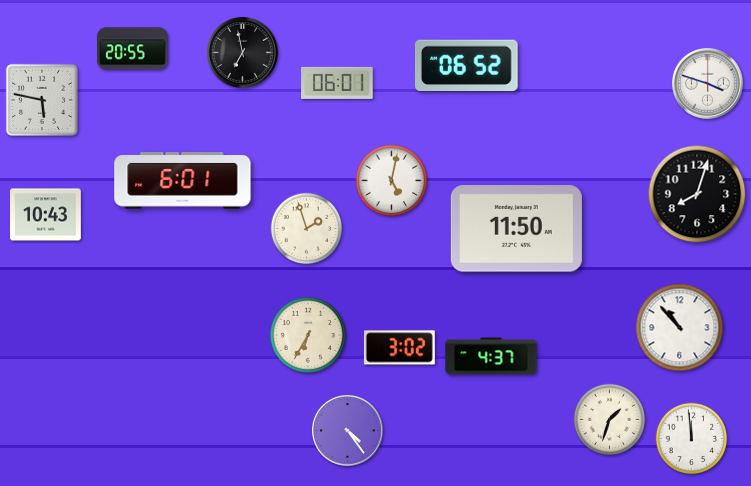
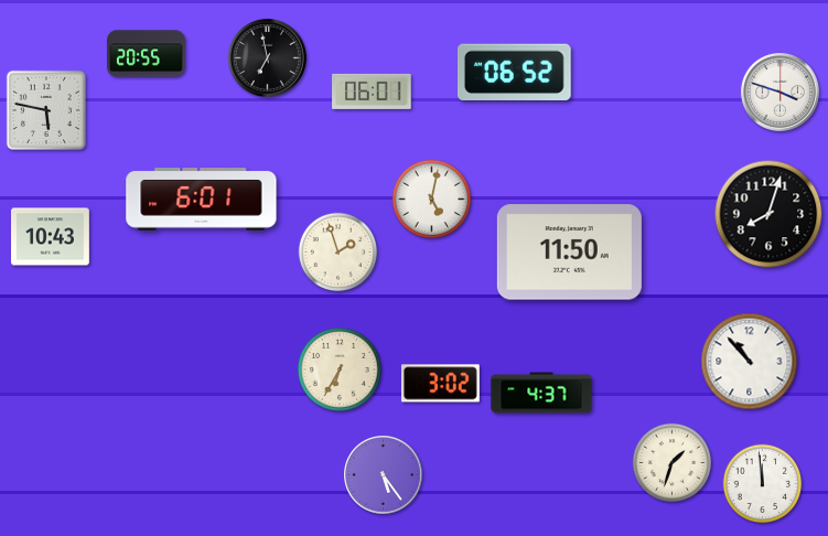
clock at (348, 431): 4:24 -> 5:24
